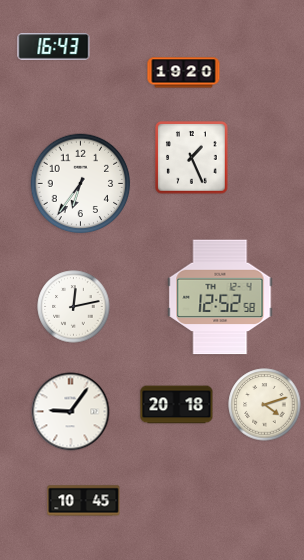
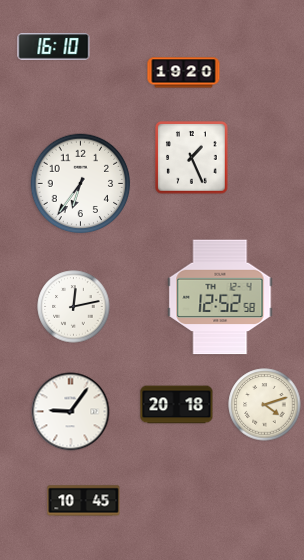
clock at (54, 47): 16:43 -> 16:10
